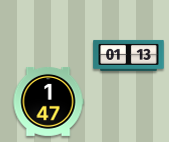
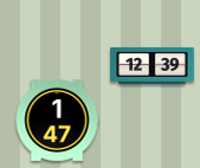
clock at (129, 55): 01:13 -> 12:39
